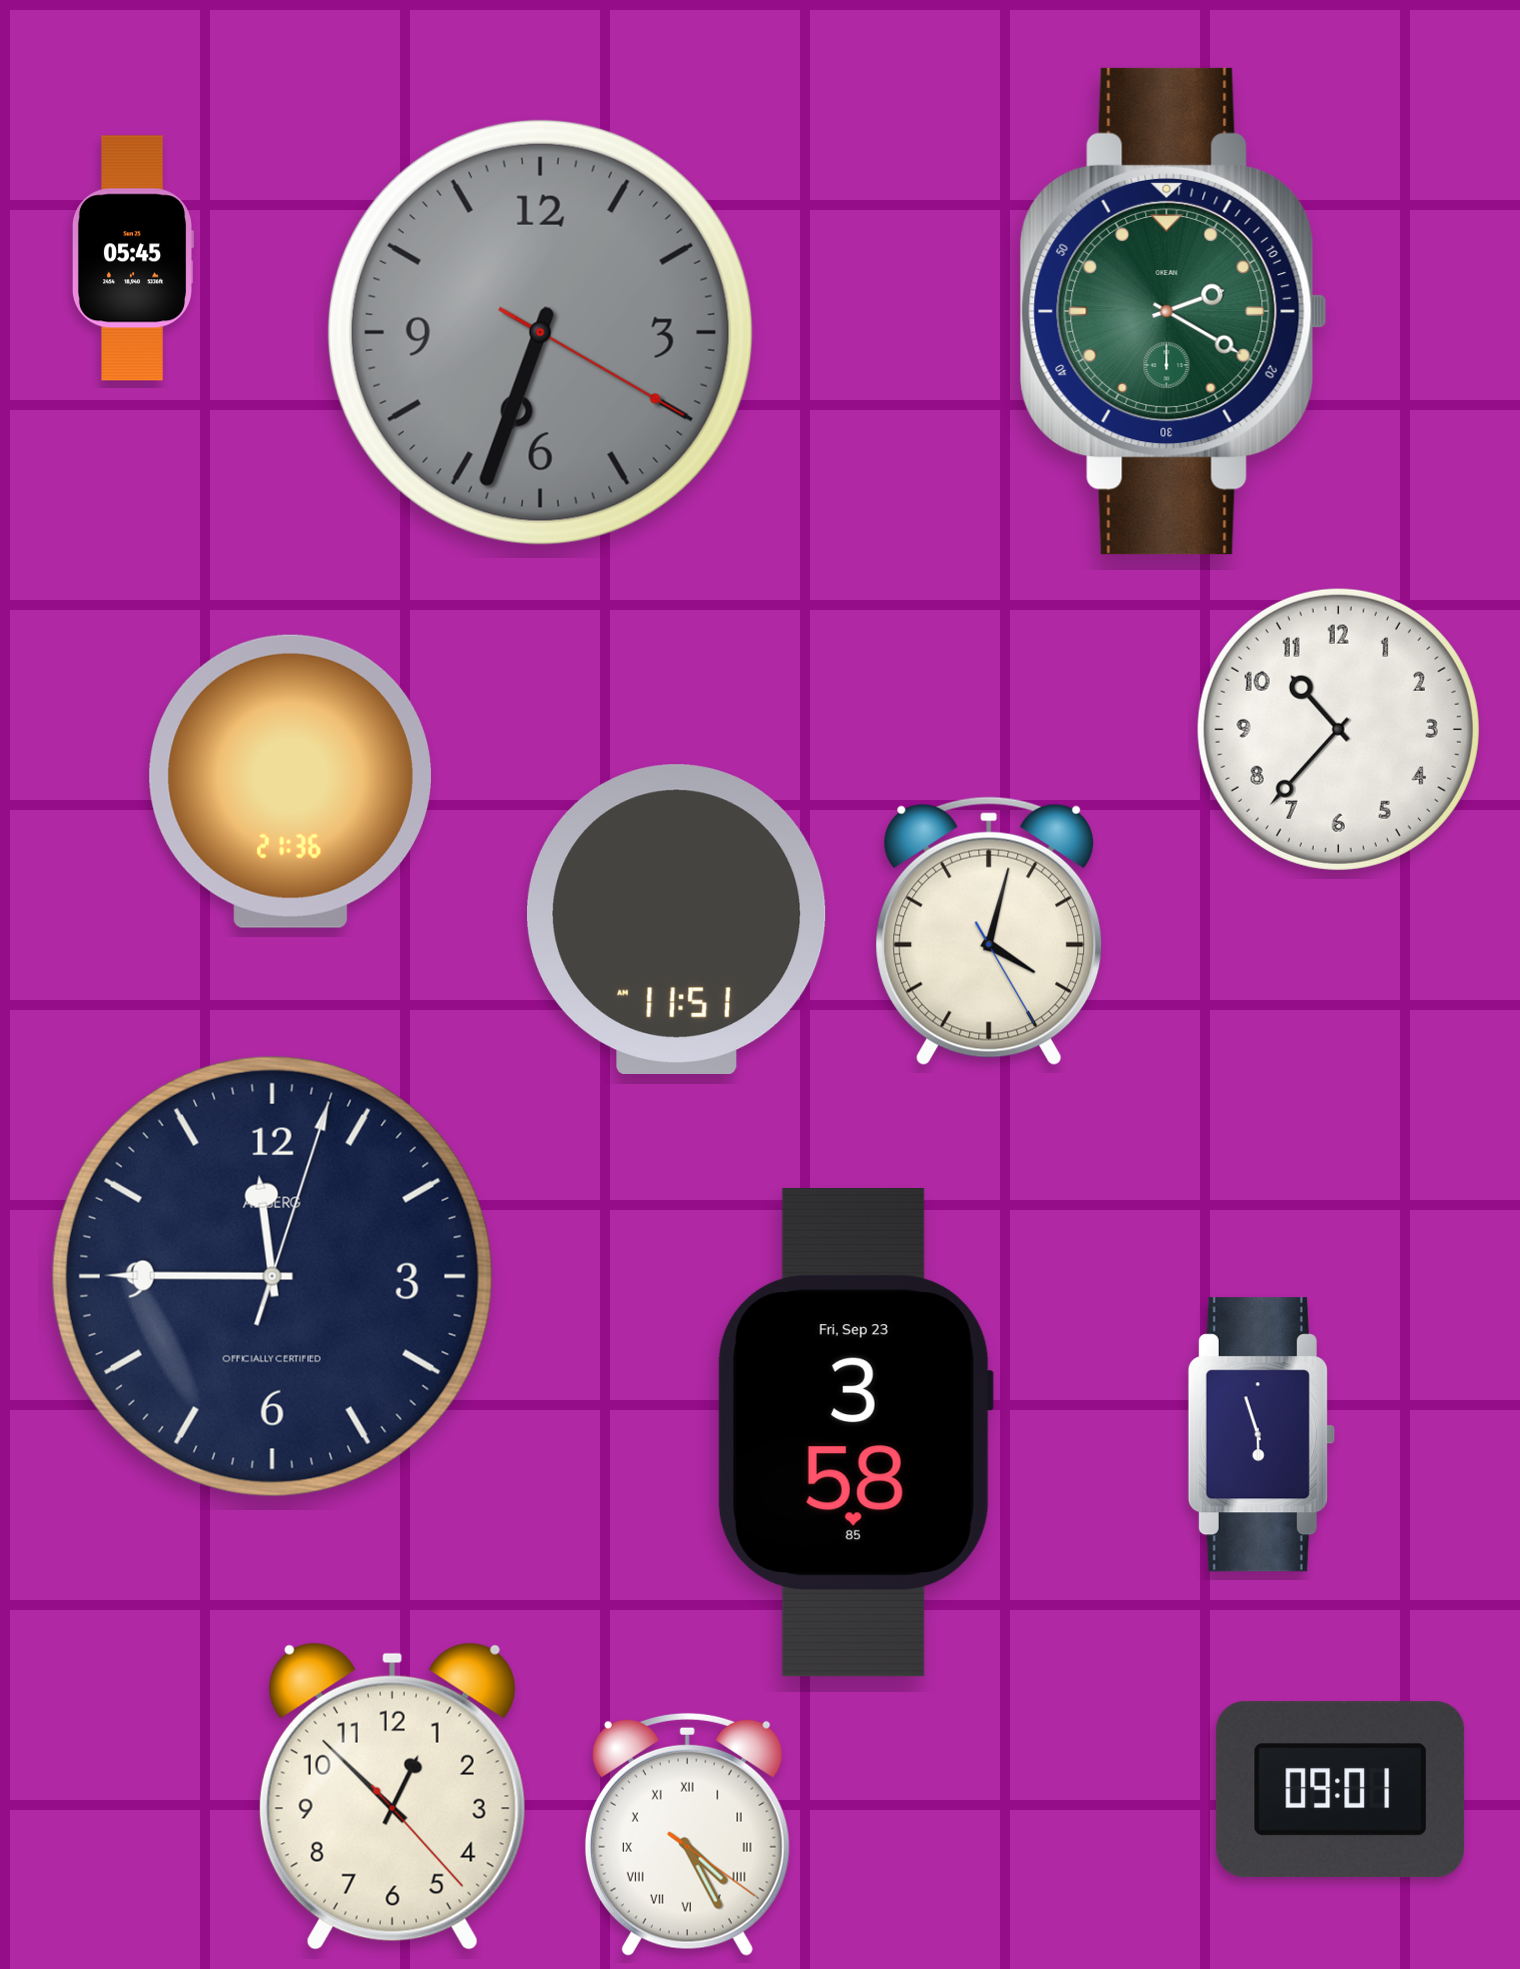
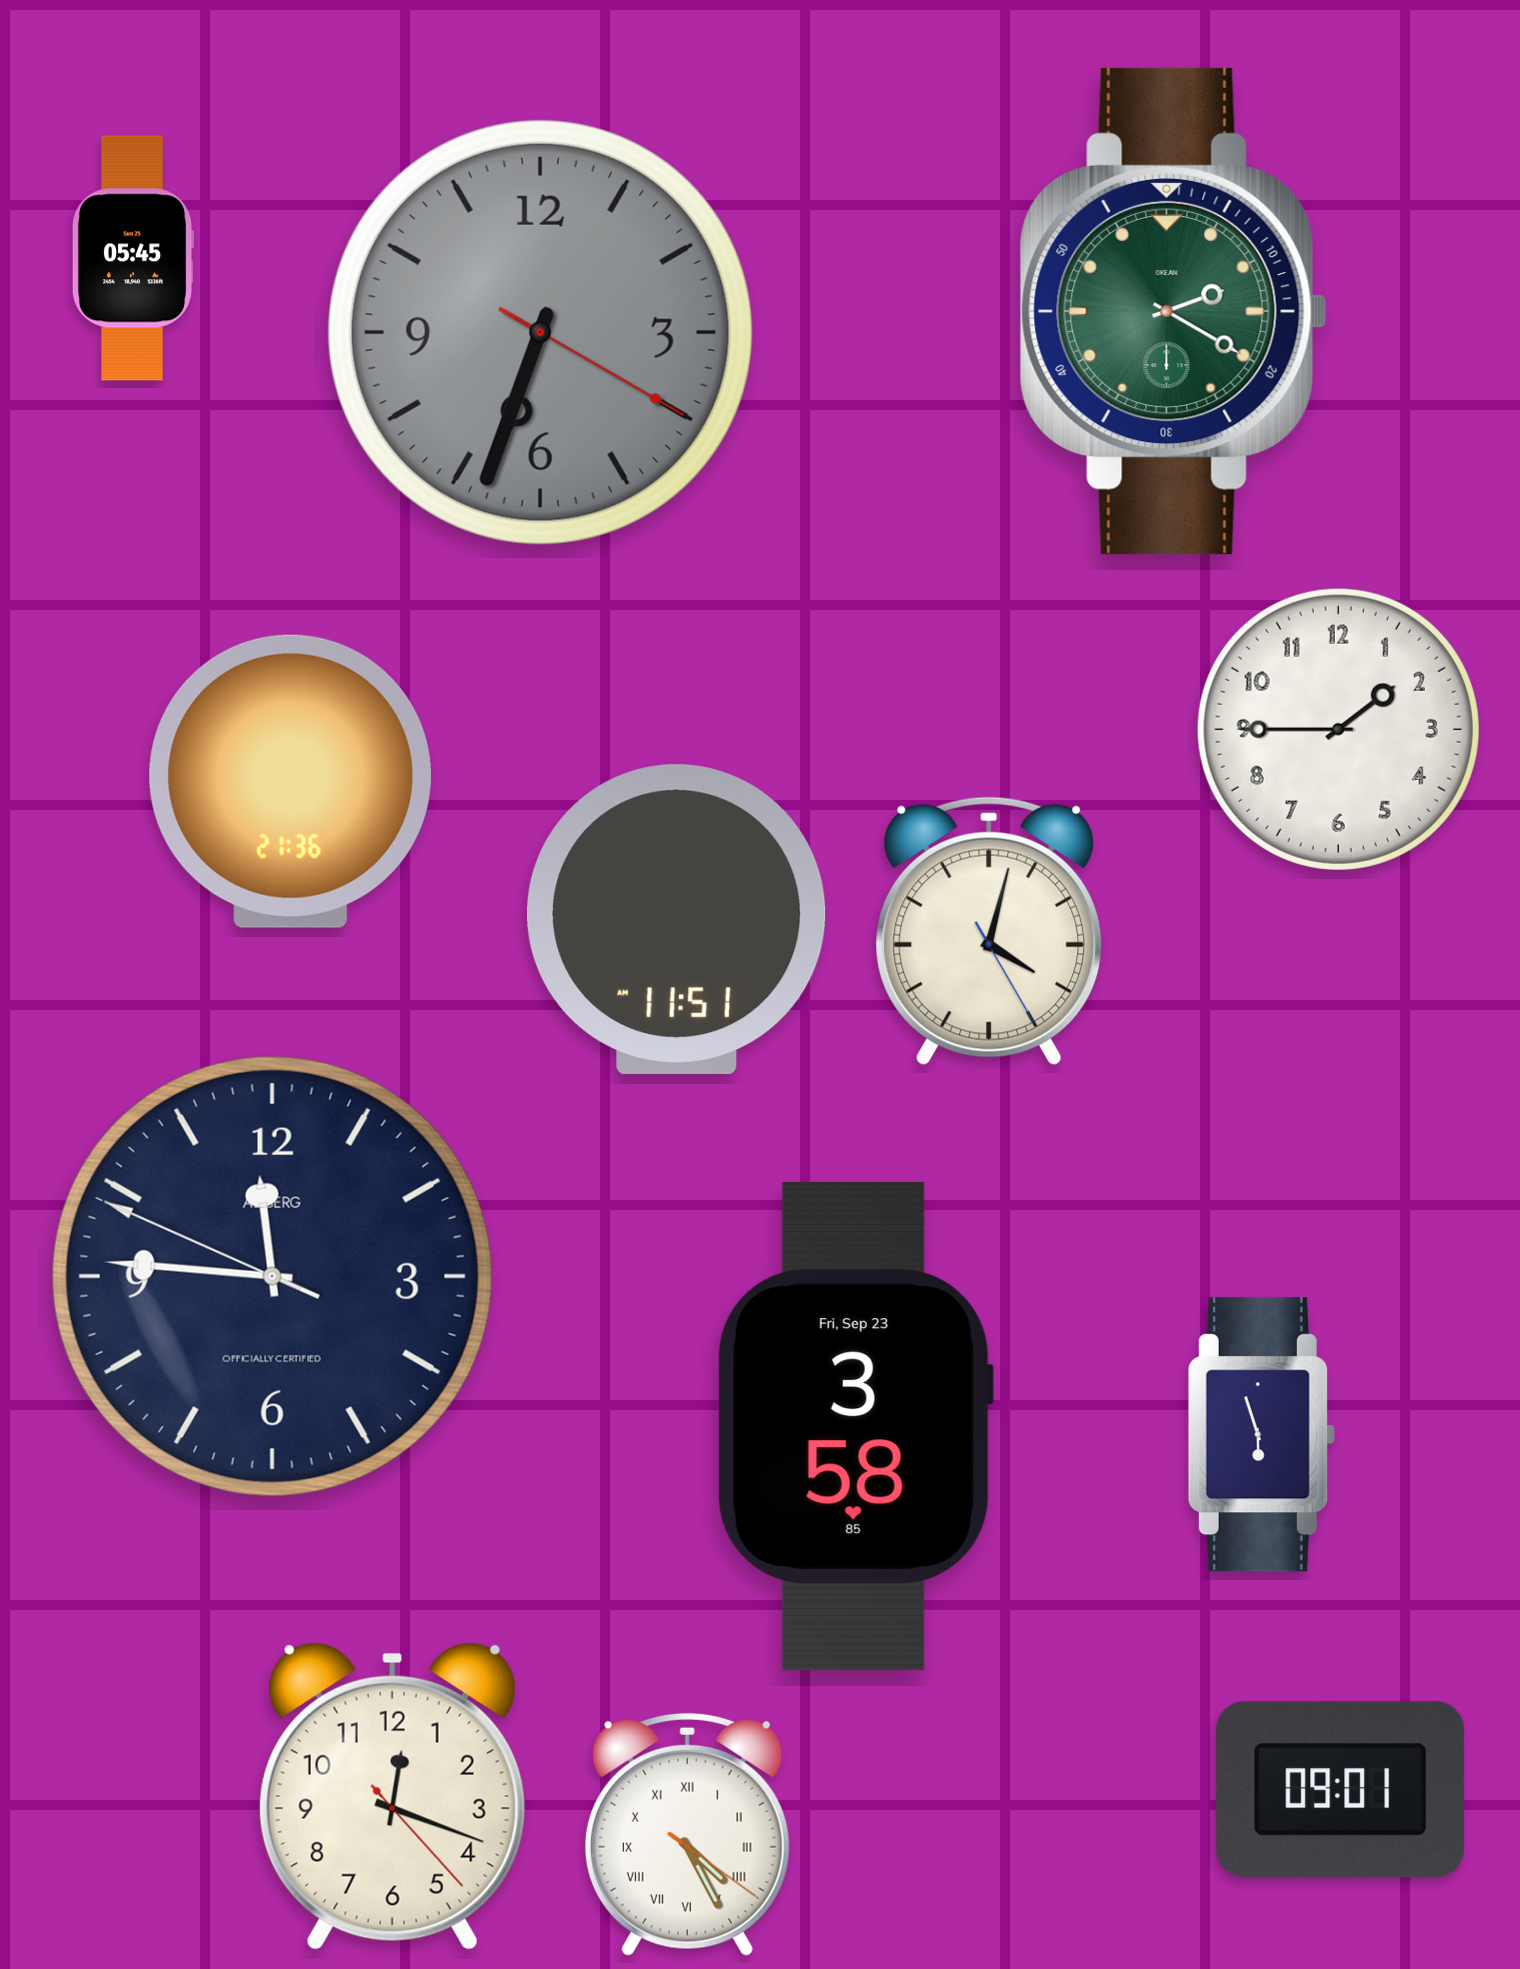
clock at (1338, 729): 10:37 -> 1:45
clock at (272, 1276): 11:45:03 -> 11:45:49
clock at (855, 1433) position: (855, 1433) -> (855, 1427)
clock at (392, 1796): 12:52 -> 12:18
